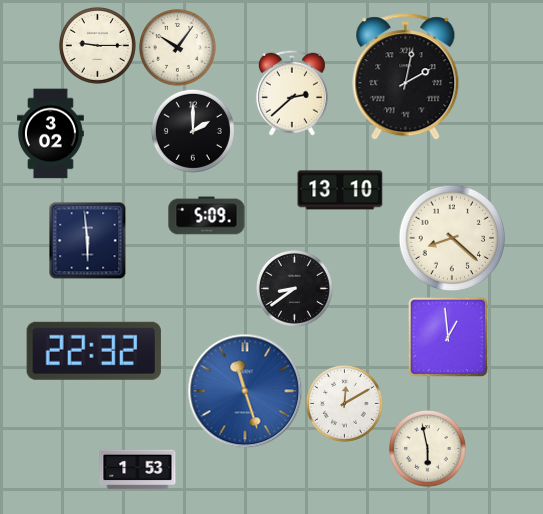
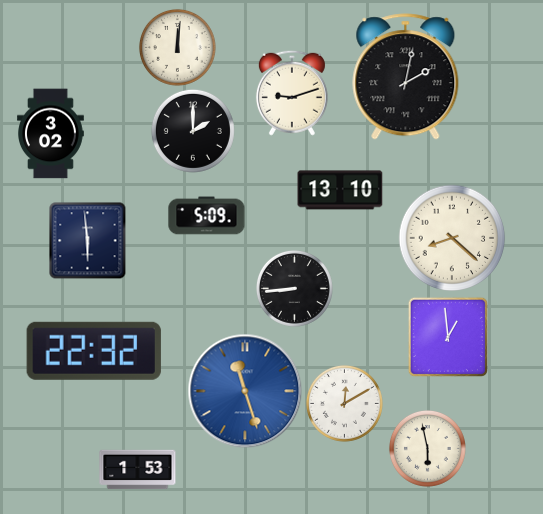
clock at (97, 45): 9:15 -> none
clock at (177, 47): 10:06 -> 12:01
clock at (292, 93): 2:38 -> 9:12
clock at (294, 288): 8:39 -> 8:44
